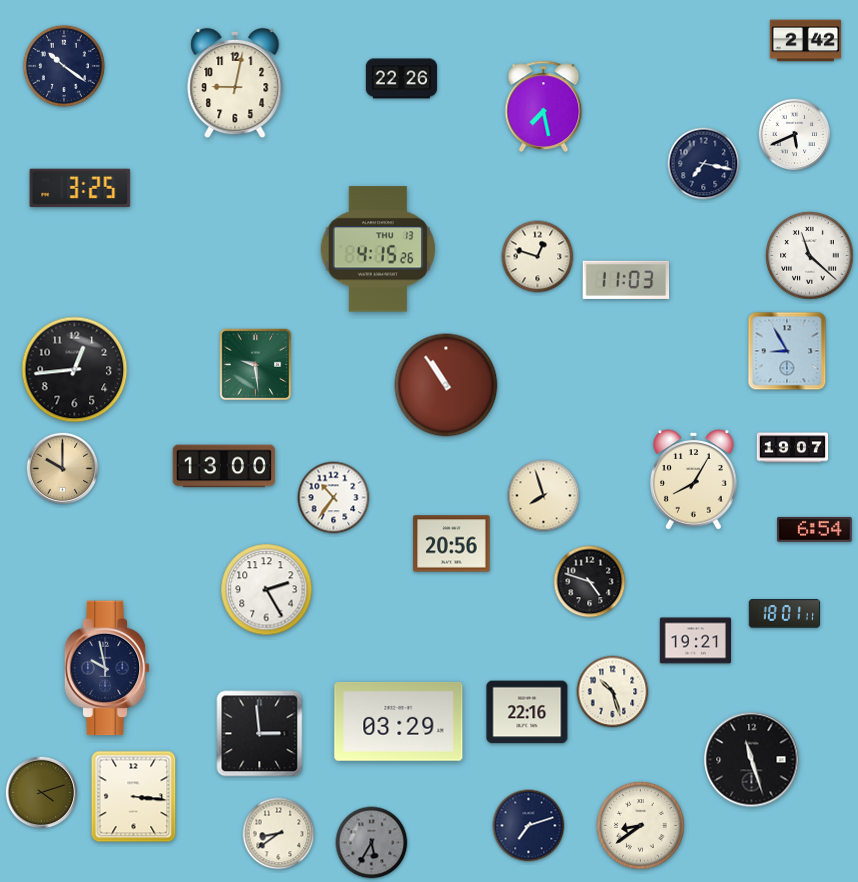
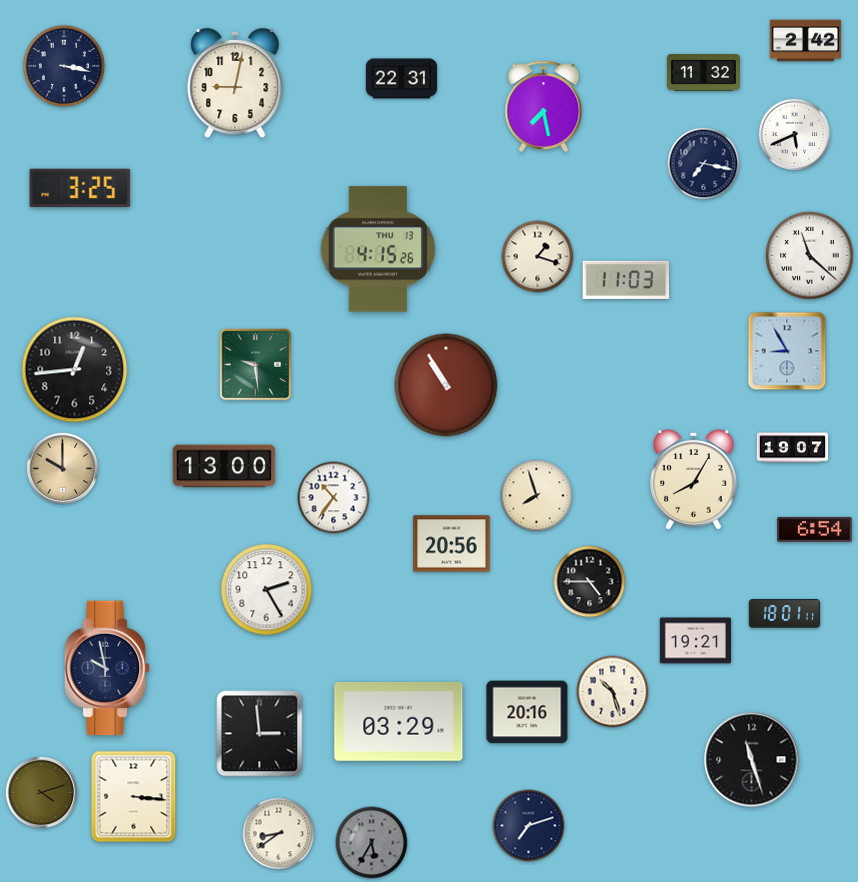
clock at (64, 66): 10:21 -> 3:17
clock at (703, 72): none -> 11:32
clock at (402, 79): 22:26 -> 22:31
clock at (538, 257): 12:48 -> 1:18
clock at (446, 385): 10:54 -> 10:55
clock at (544, 496) position: (544, 496) -> (537, 496)
clock at (590, 582): 4:48 -> 4:45
clock at (527, 712): 22:16 -> 20:16
clock at (641, 826): 8:39 -> none
